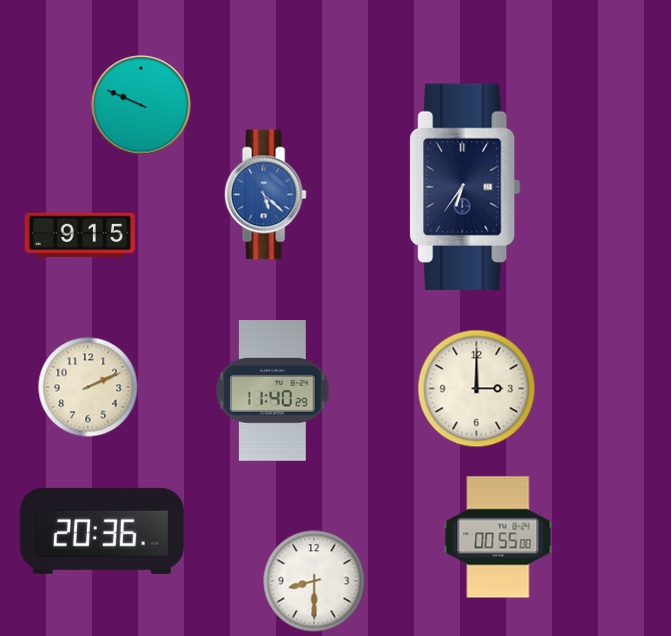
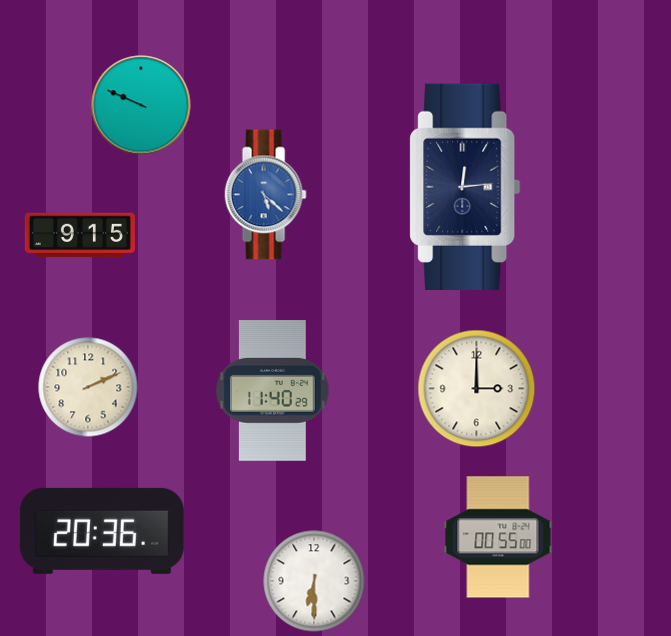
clock at (465, 186): 6:36 -> 12:14
clock at (314, 581): 8:30 -> 6:30
